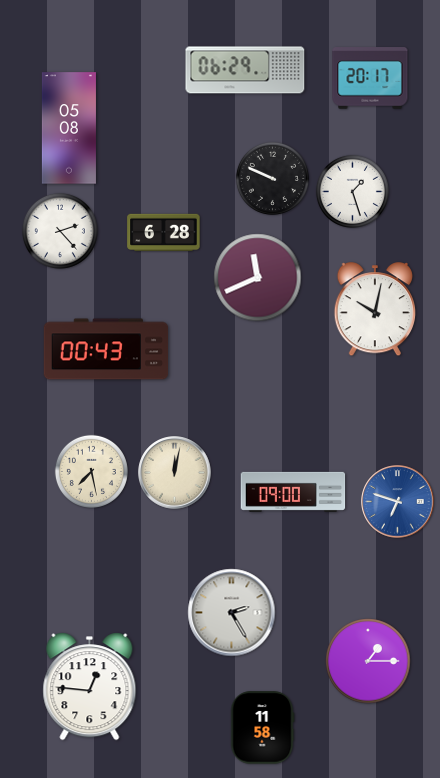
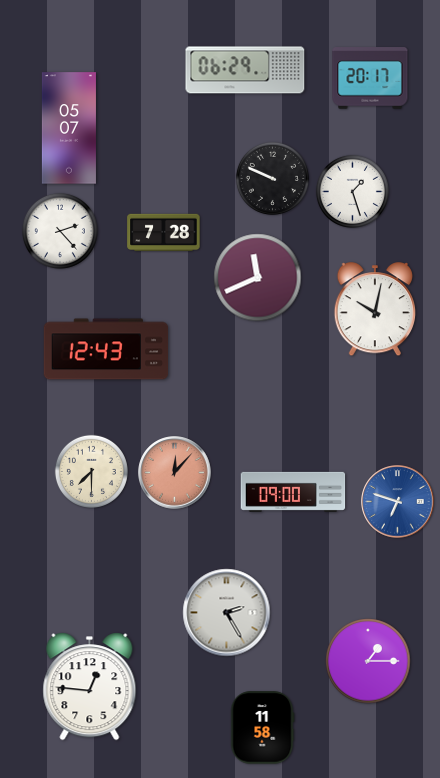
clock at (69, 128): 05:08 -> 05:07
clock at (164, 233): 6:28 -> 7:28
clock at (106, 349): 00:43 -> 12:43
clock at (91, 471): 7:28 -> 7:30
clock at (175, 473): 12:02 -> 12:07
clock at (175, 473) dial: cream -> salmon
clock at (232, 613) position: (232, 613) -> (227, 613)
